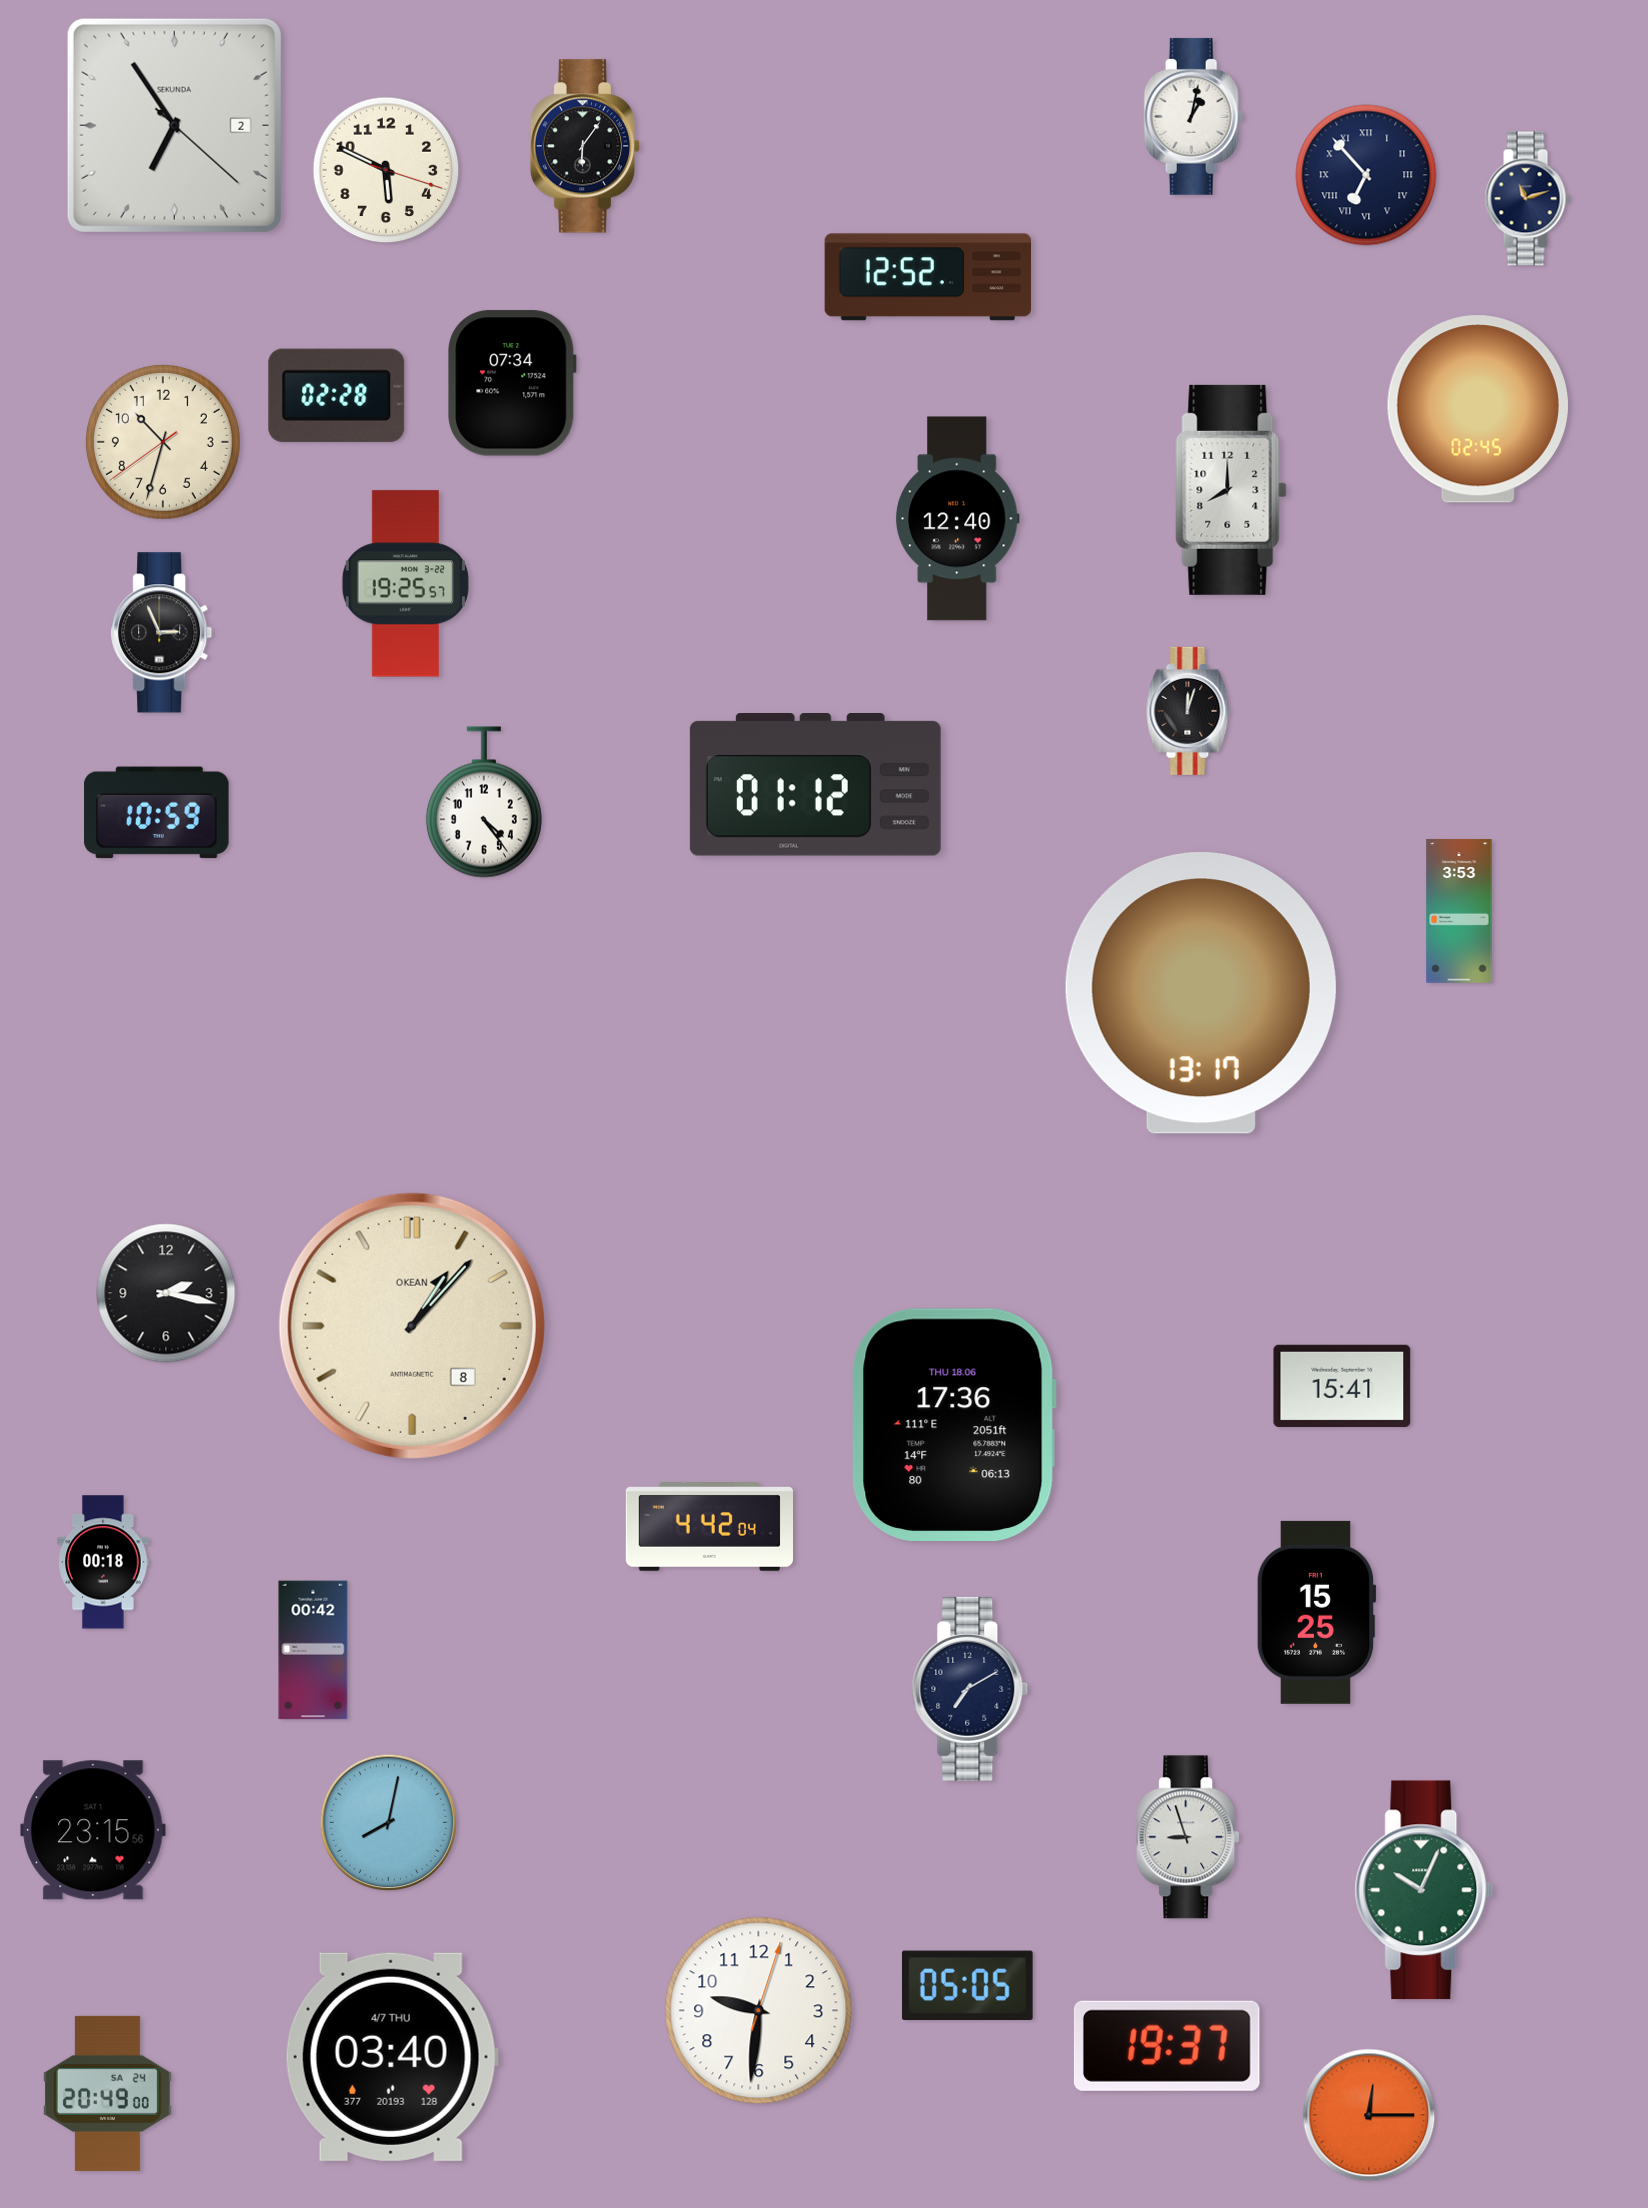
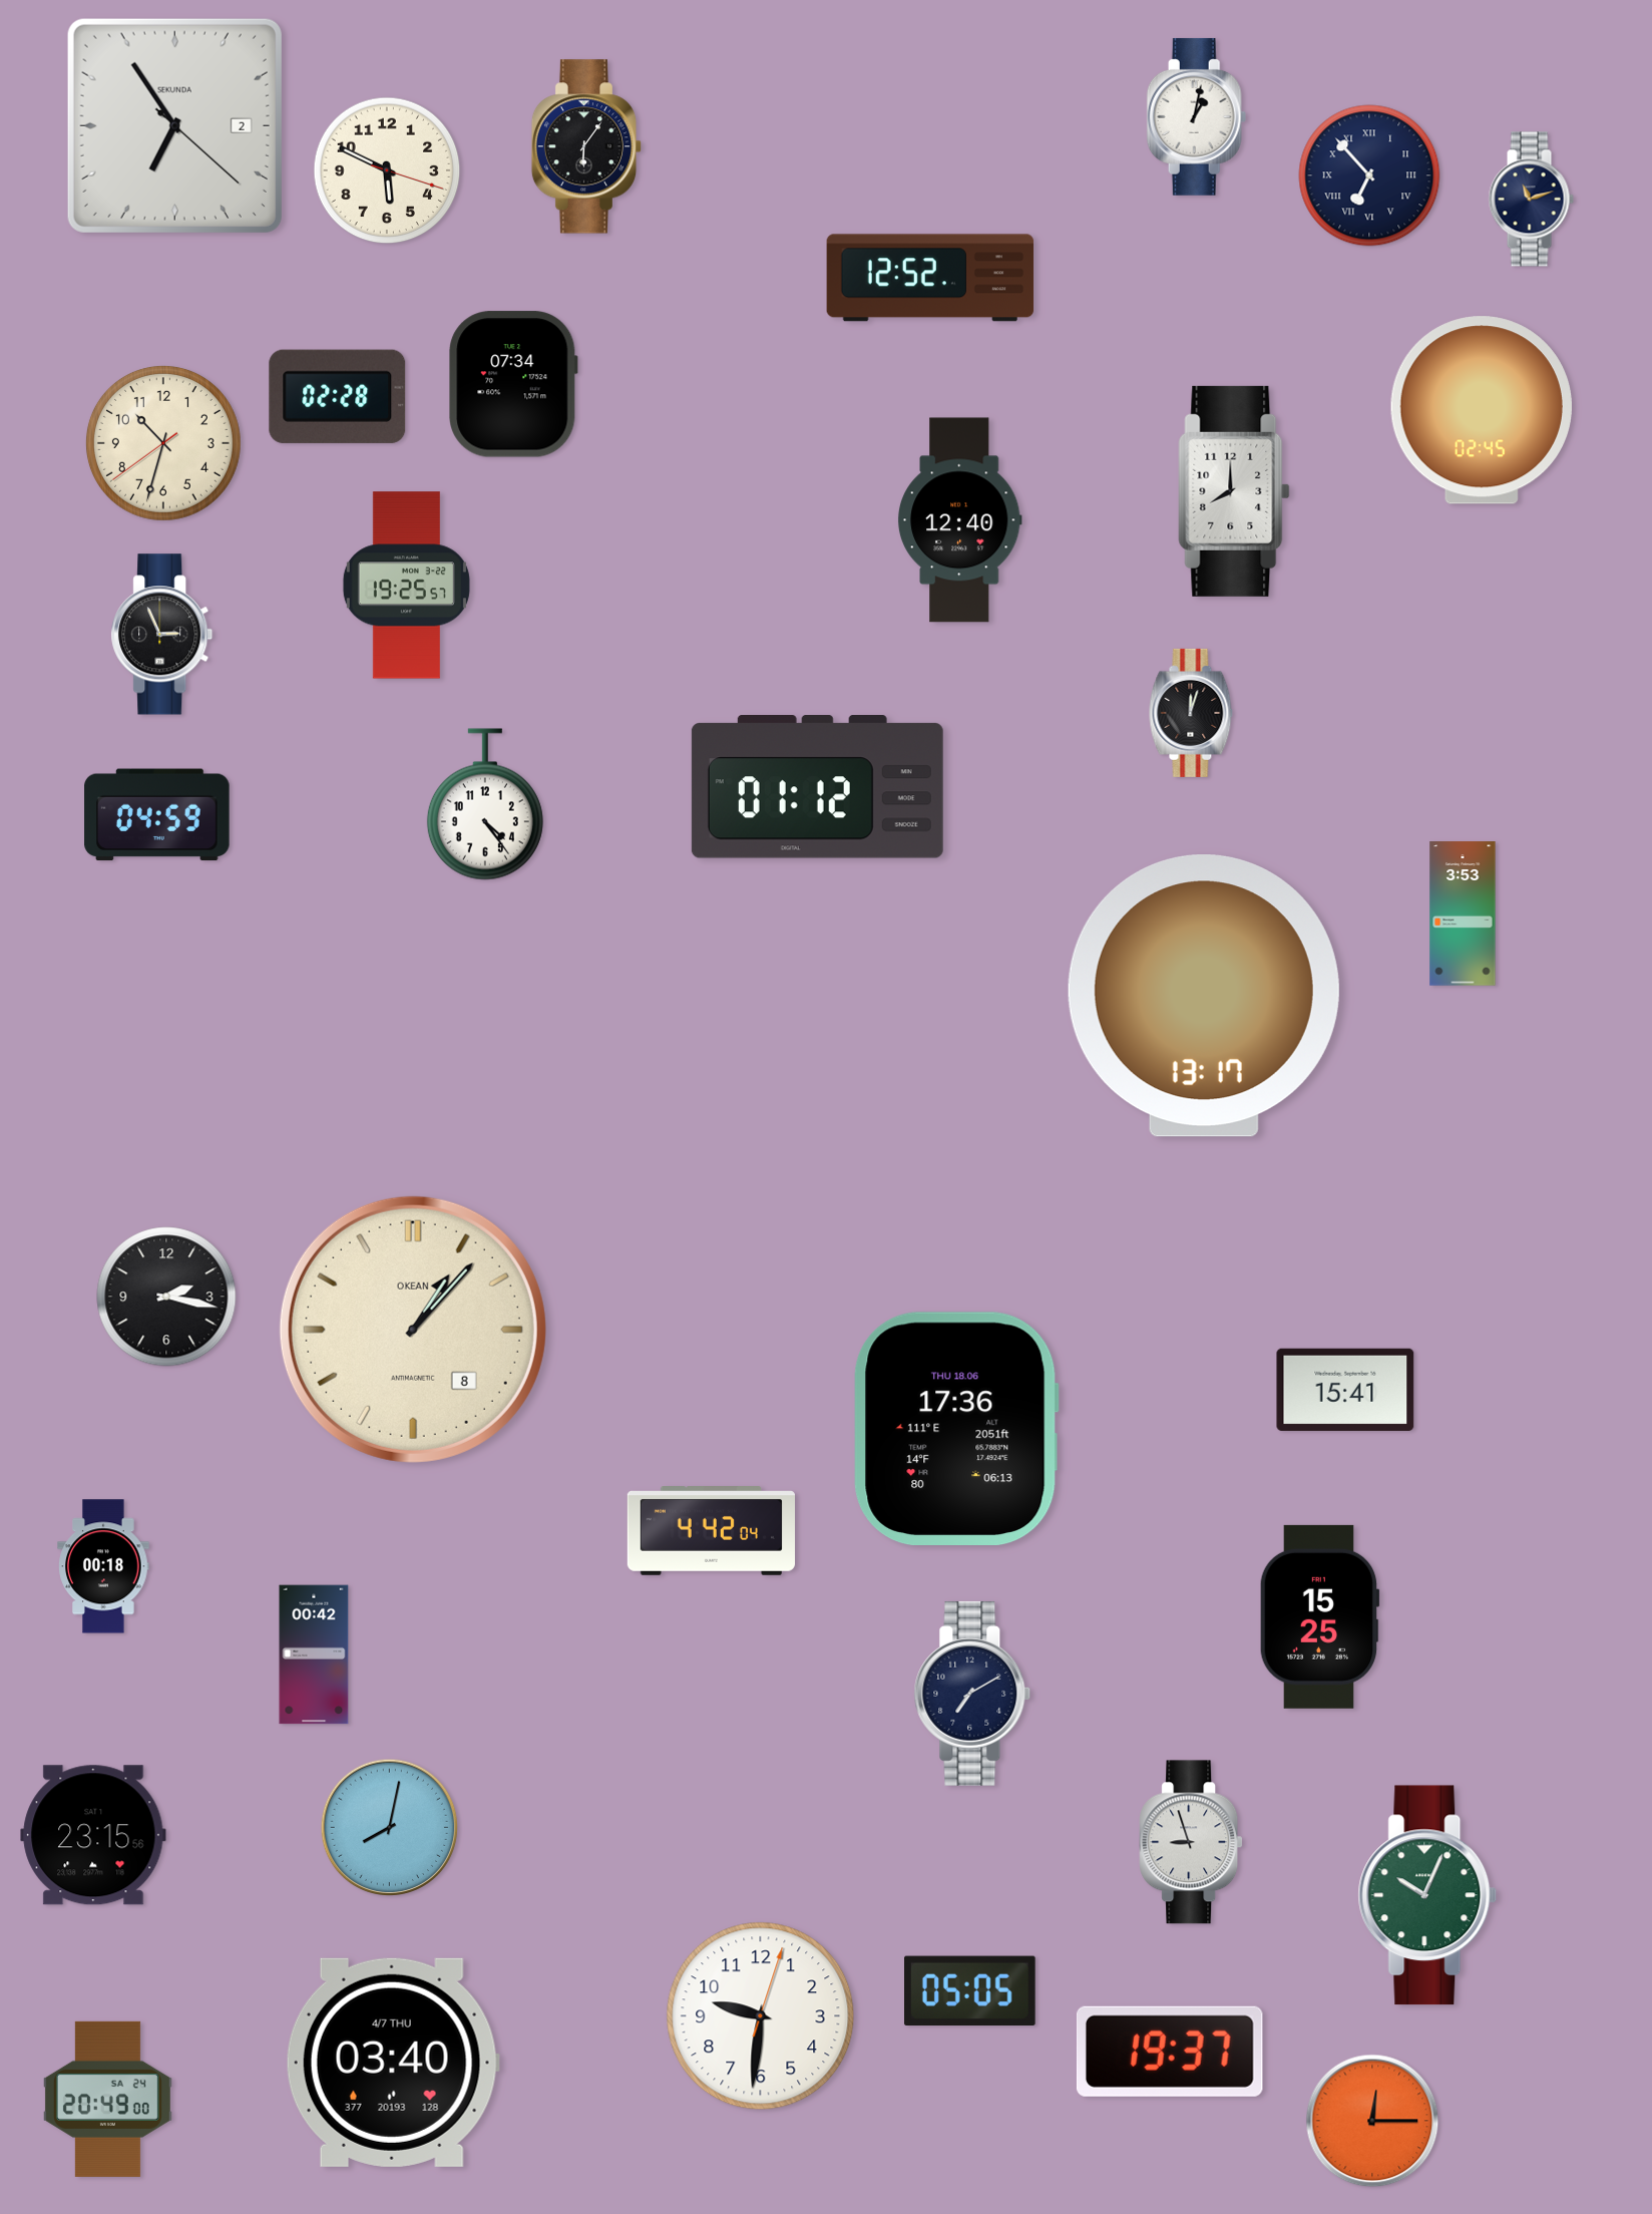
clock at (157, 813): 10:59 -> 04:59
